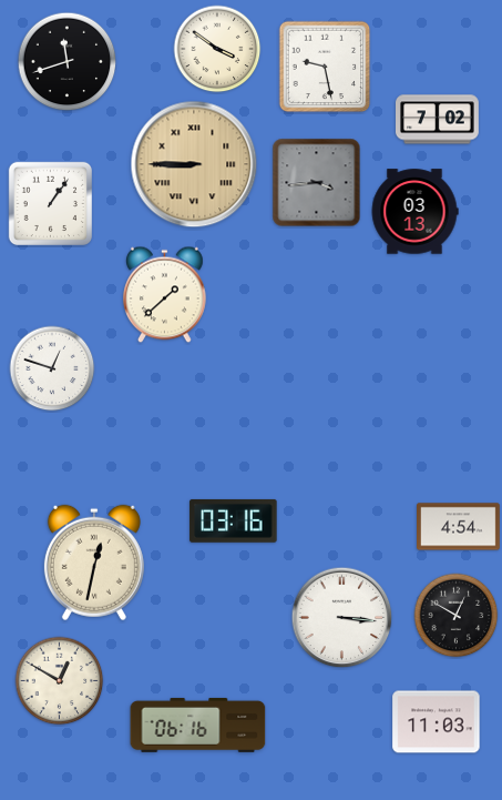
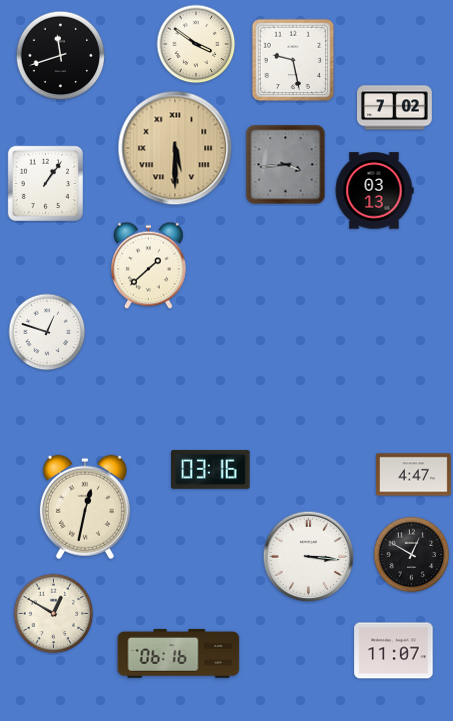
clock at (194, 164): 8:45 -> 5:30
clock at (459, 527): 4:54 -> 4:47
clock at (437, 722): 11:03 -> 11:07
